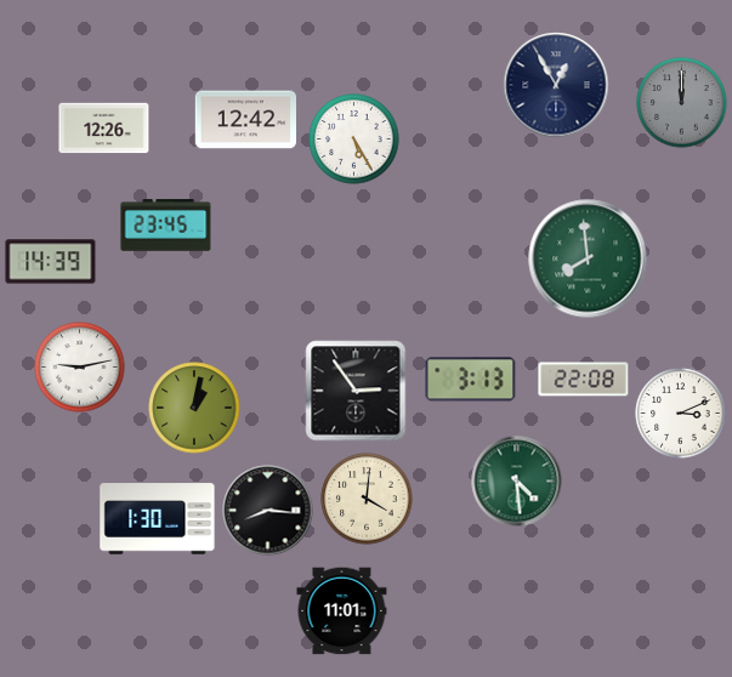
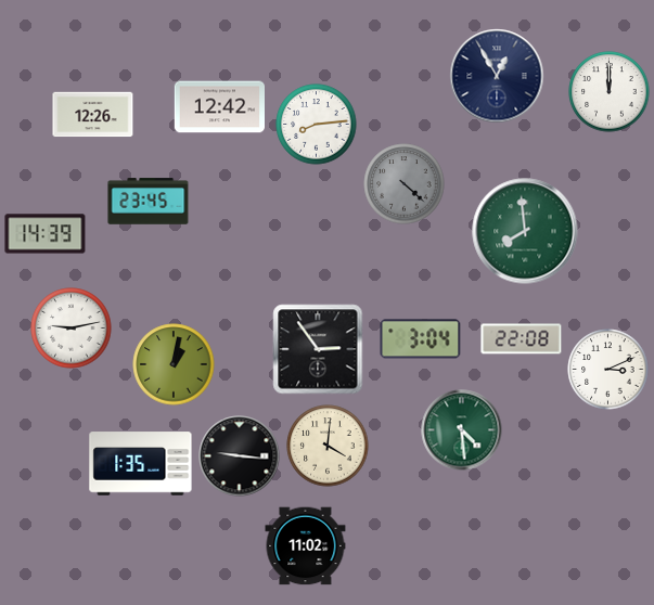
clock at (682, 103) dial: grey -> white
clock at (354, 140): 5:25 -> 8:14
clock at (405, 184): none -> 4:22
clock at (471, 380): 3:13 -> 3:04
clock at (268, 511): 8:16 -> 9:16
clock at (158, 519): 1:30 -> 1:35
clock at (342, 611): 11:01 -> 11:02
